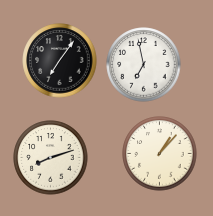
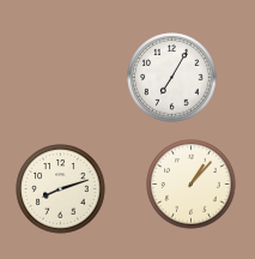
clock at (60, 61): 7:06 -> none
clock at (144, 65): 6:58 -> 7:05
